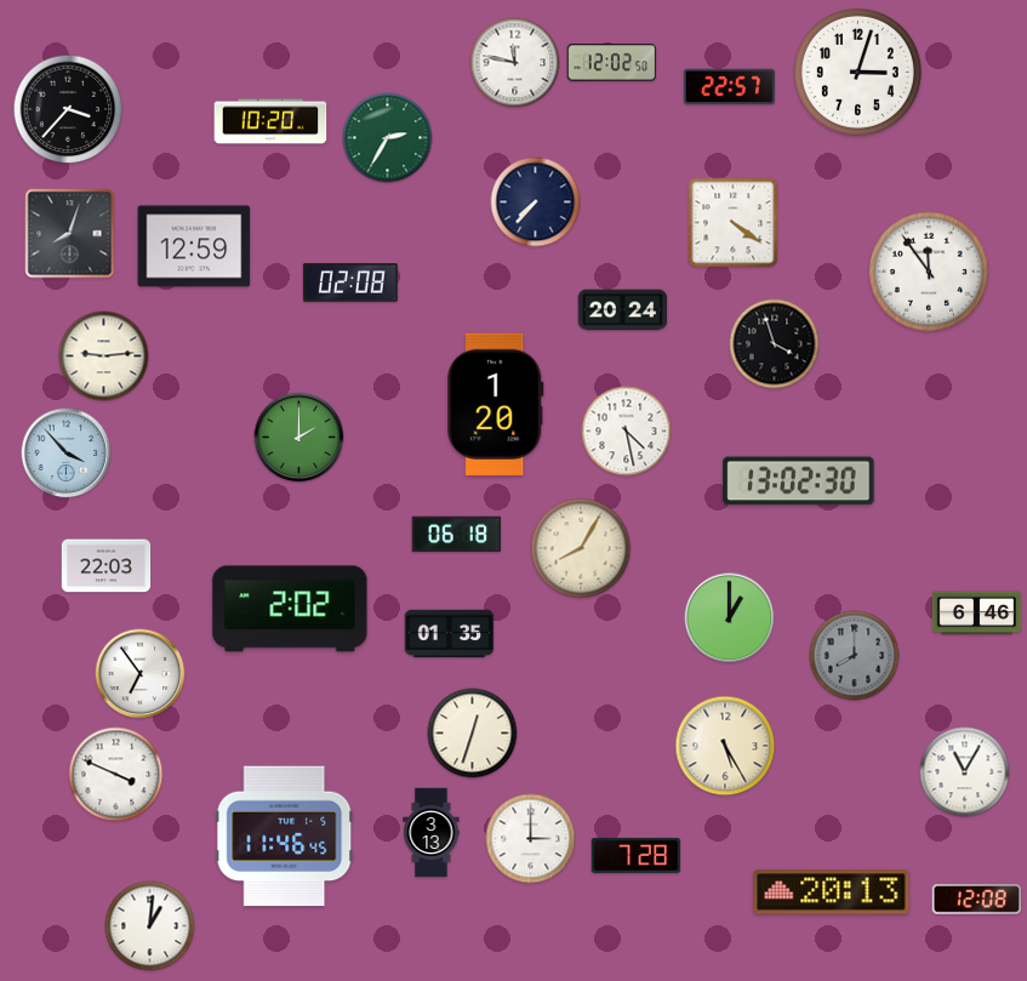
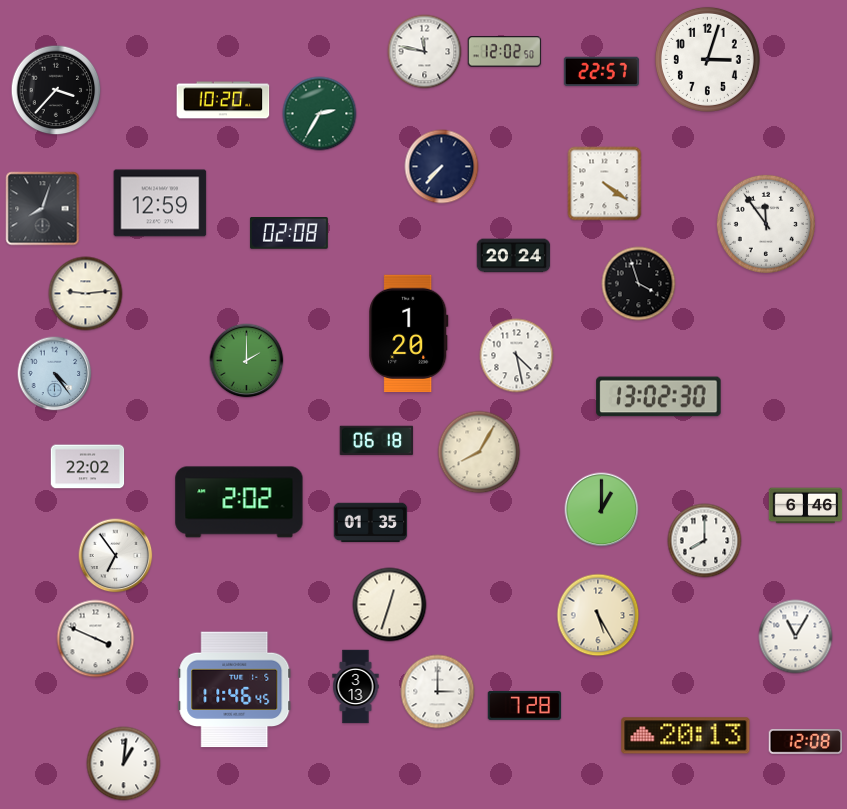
clock at (70, 234) position: (70, 234) -> (43, 209)
clock at (67, 454): 3:53 -> 4:24
clock at (107, 566): 22:03 -> 22:02
clock at (855, 656) dial: grey -> white
